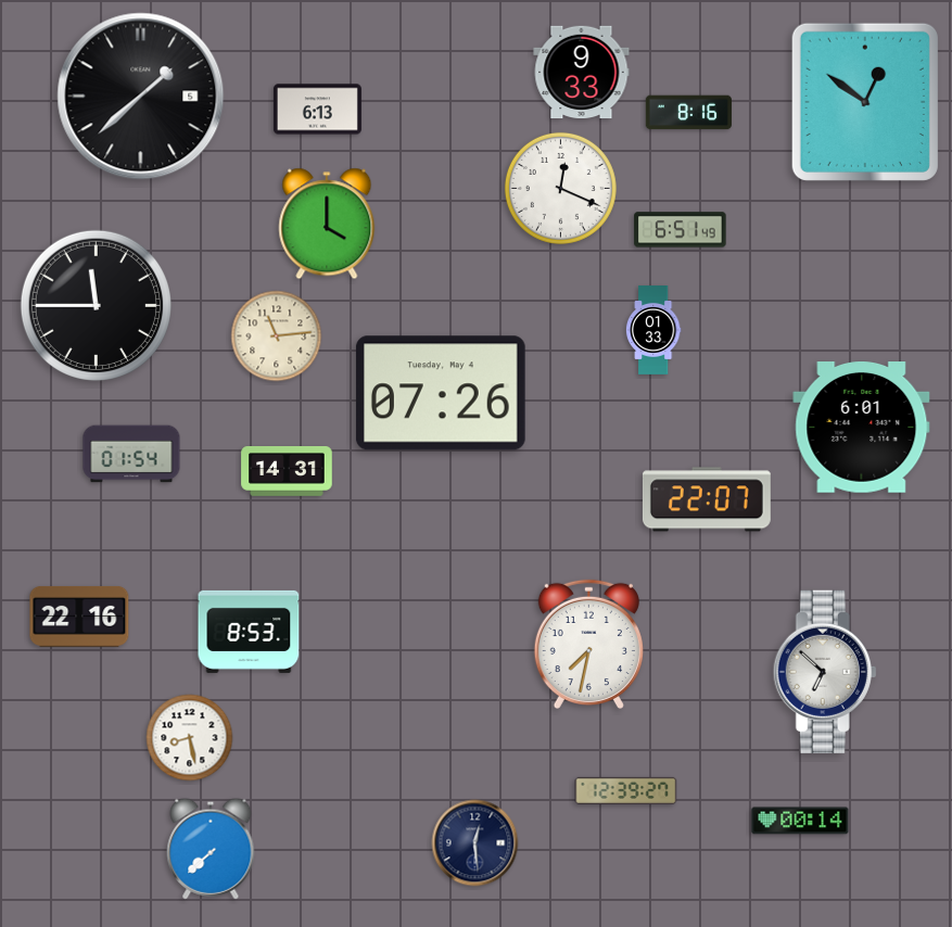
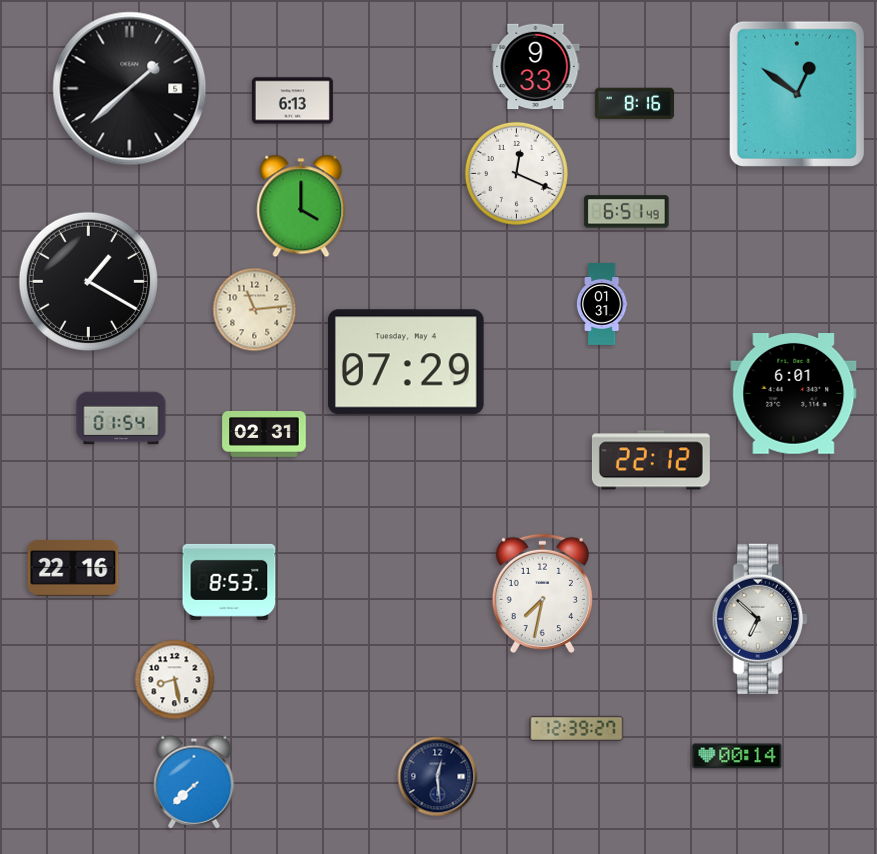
clock at (96, 305): 11:45 -> 1:20
clock at (653, 331): 01:33 -> 01:31
clock at (441, 393): 07:26 -> 07:29
clock at (287, 472): 14:31 -> 02:31
clock at (707, 499): 22:07 -> 22:12
